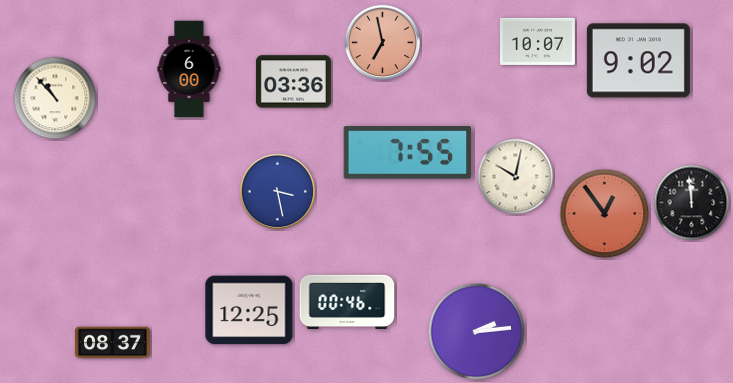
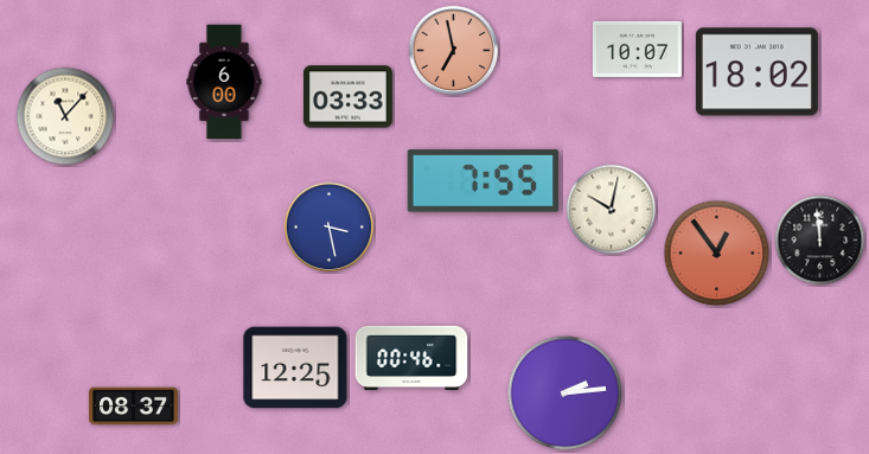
clock at (638, 61): 9:02 -> 18:02
clock at (293, 82): 03:36 -> 03:33
clock at (55, 98): 10:53 -> 11:07
